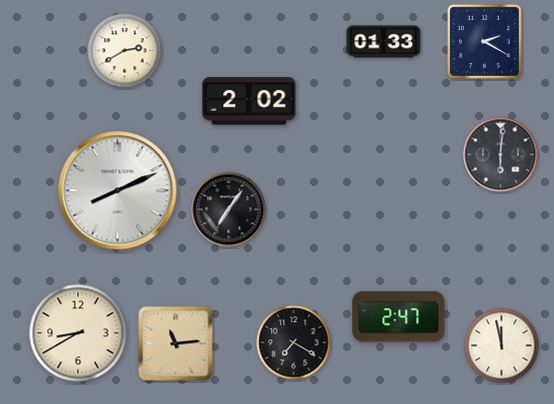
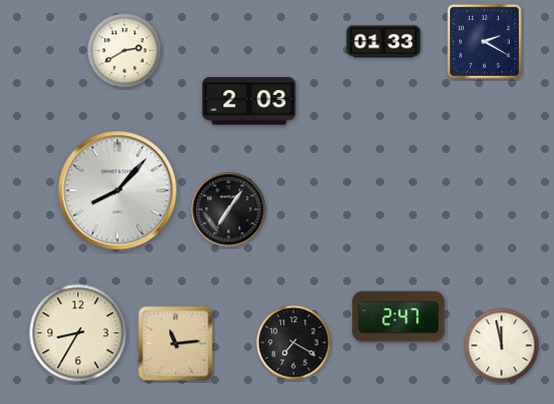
clock at (249, 101): 2:02 -> 2:03
clock at (501, 155): 6:01 -> none
clock at (118, 191): 8:11 -> 8:07
clock at (78, 333): 8:40 -> 8:35
